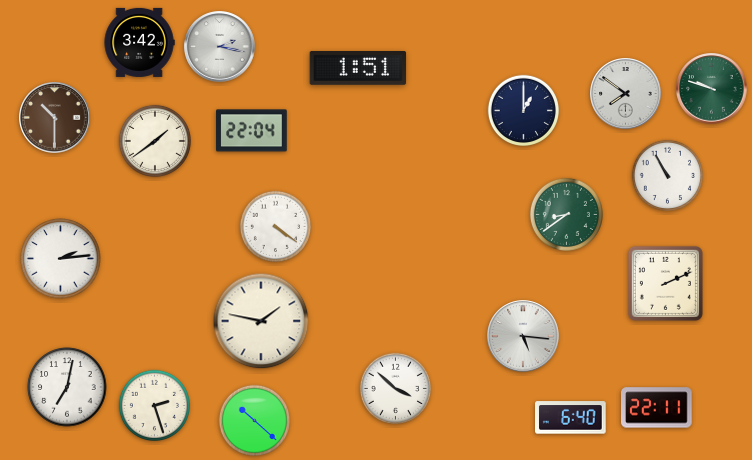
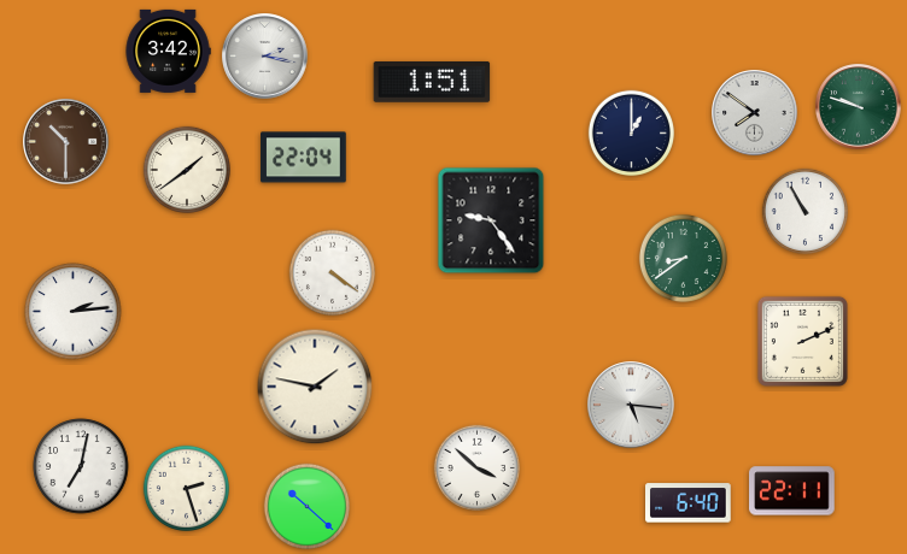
clock at (491, 220): none -> 9:24
